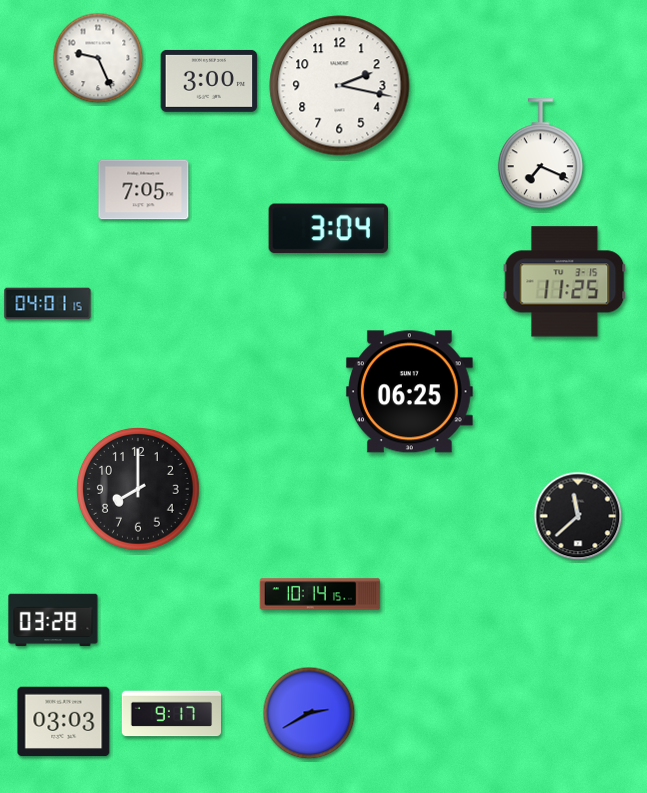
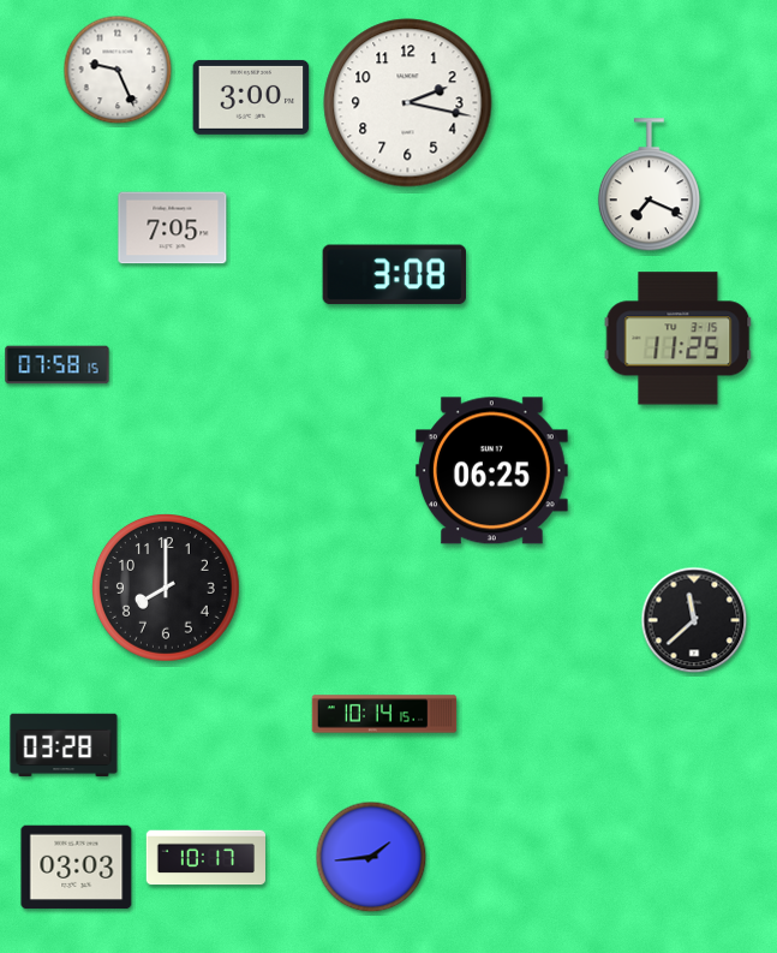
clock at (328, 229): 3:04 -> 3:08
clock at (48, 304): 04:01 -> 07:58
clock at (309, 713): 2:40 -> 1:44
clock at (171, 714): 9:17 -> 10:17
